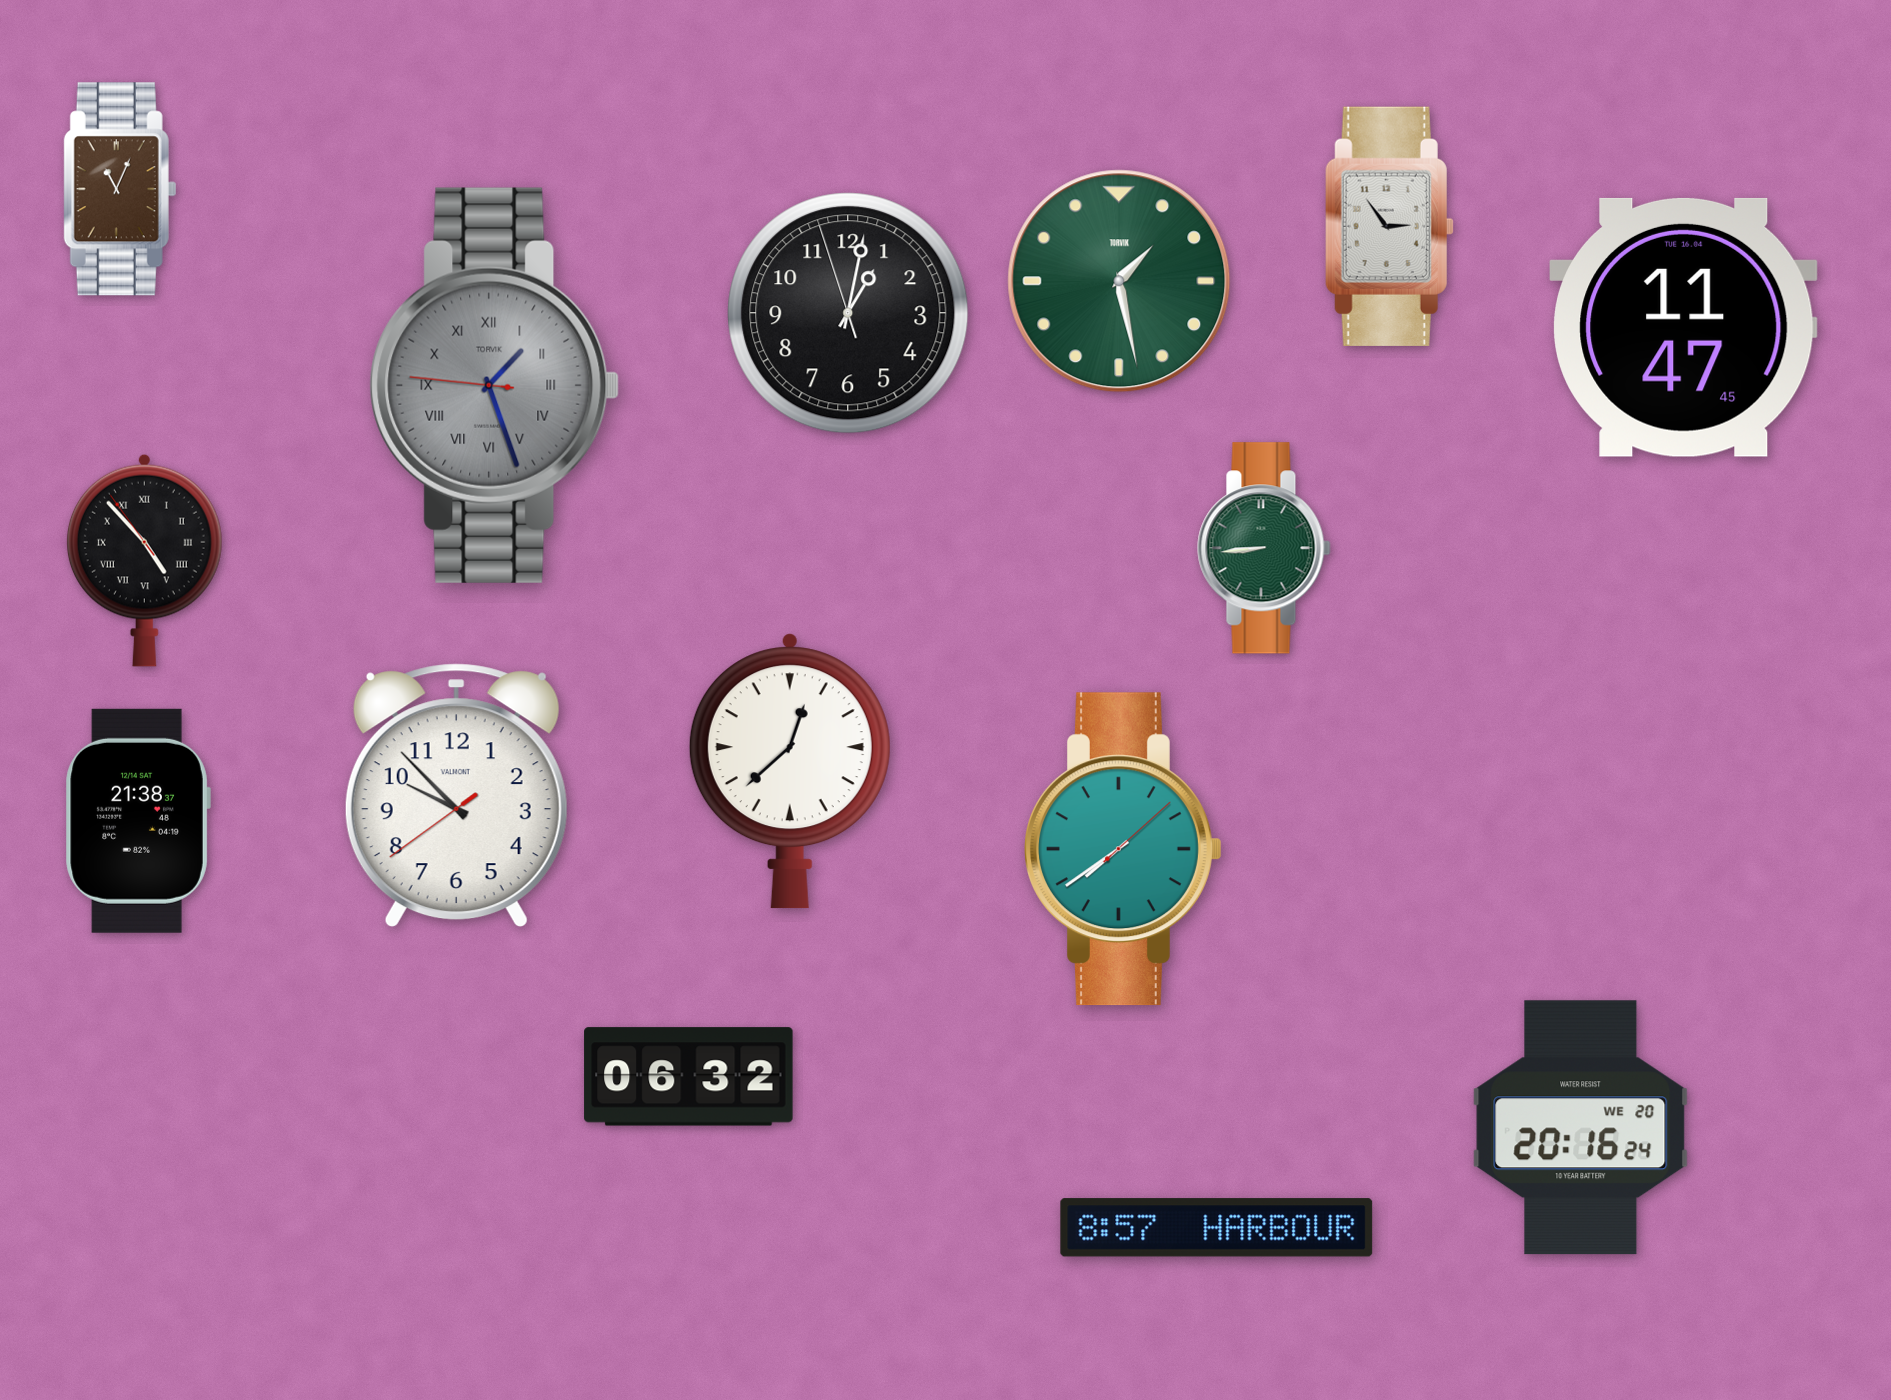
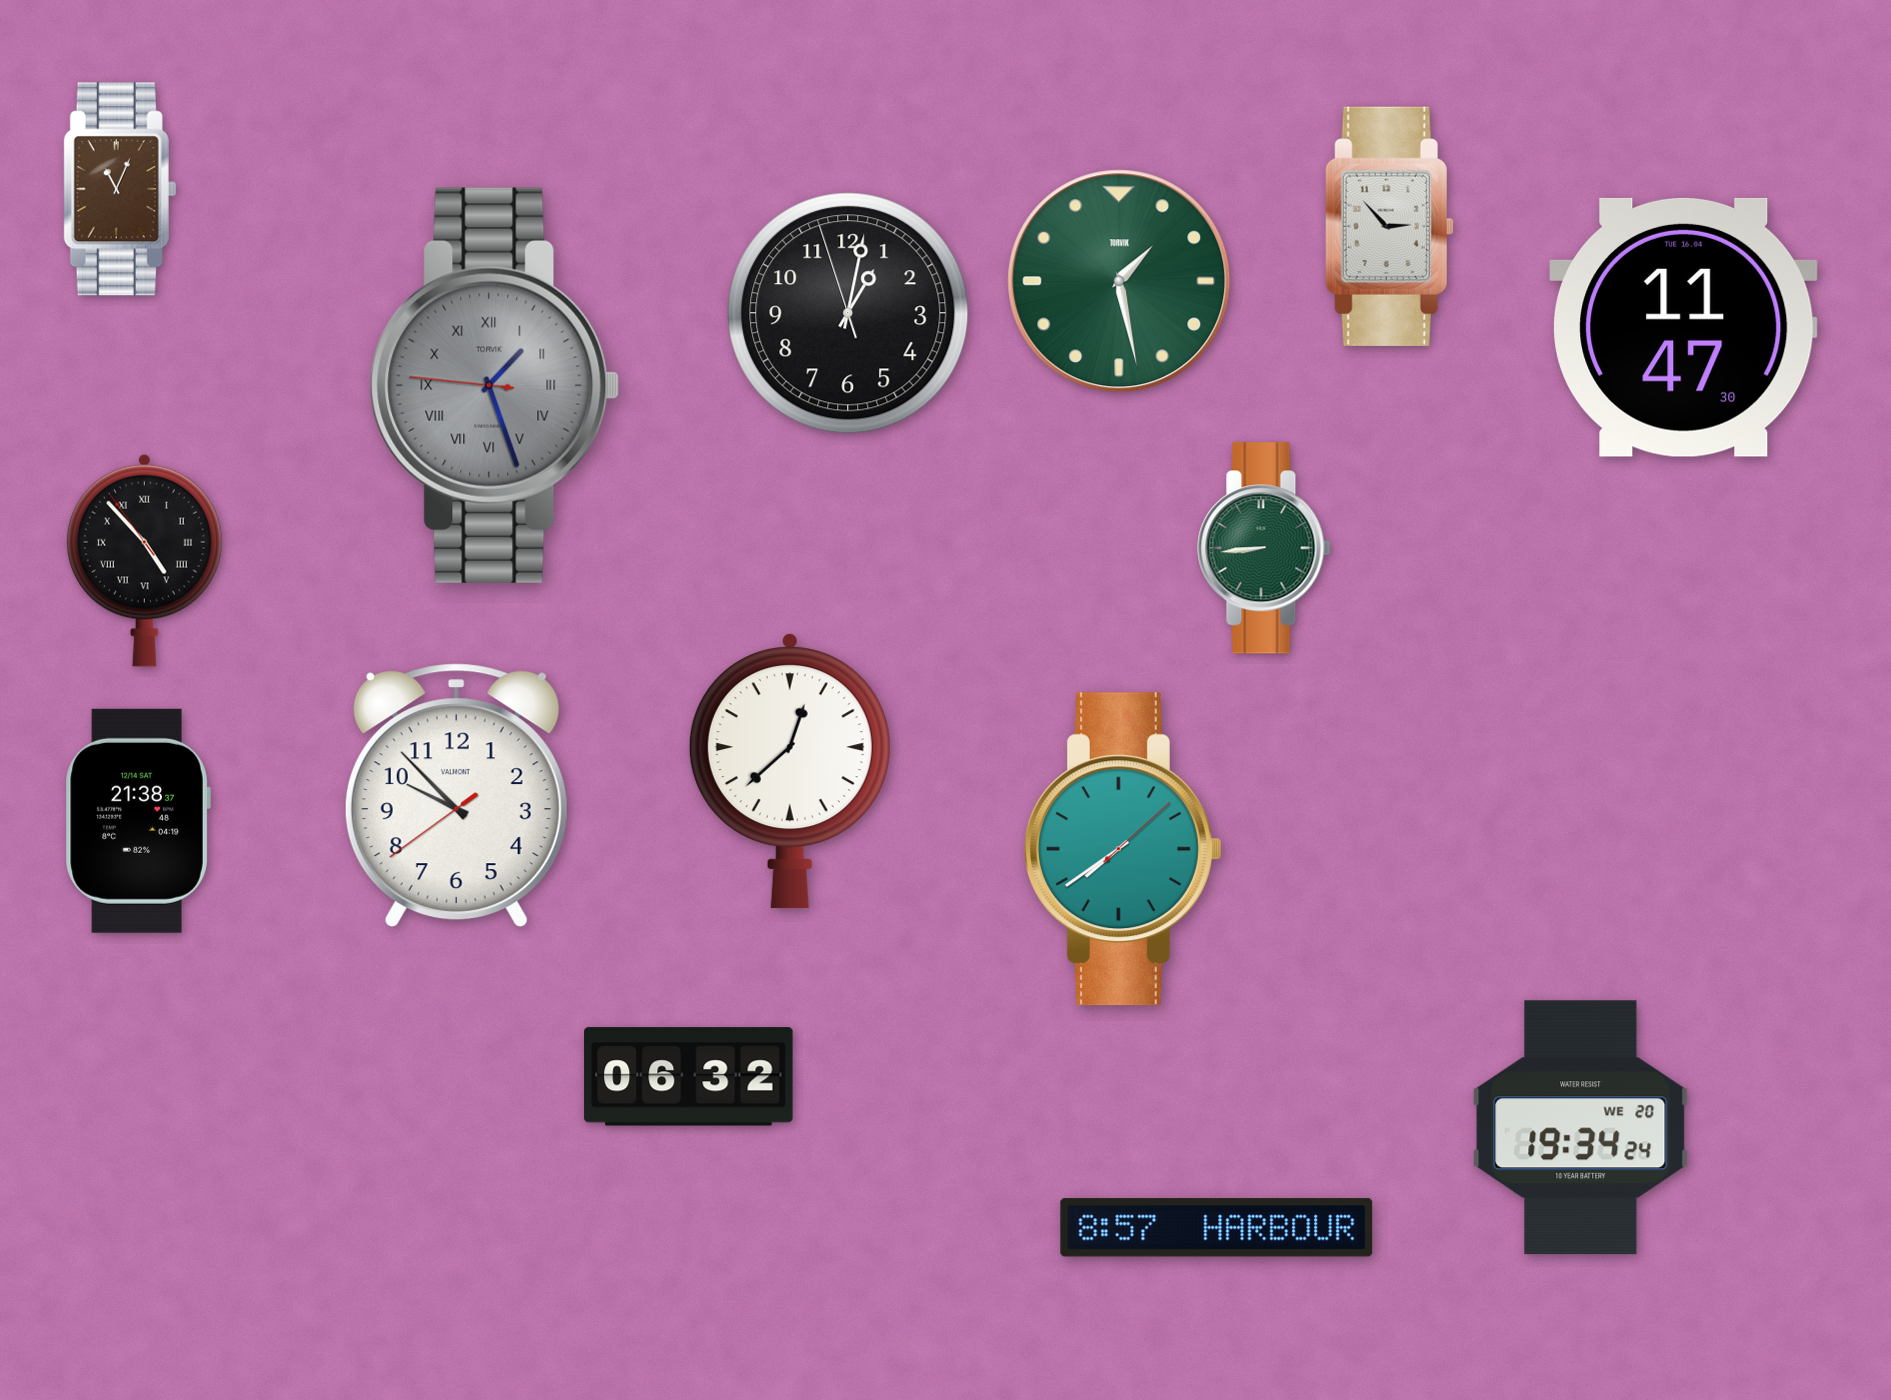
clock at (1389, 226): 2:54 -> 2:53
clock at (1684, 327): 11:47:45 -> 11:47:30
clock at (1581, 1128): 20:16 -> 19:34
